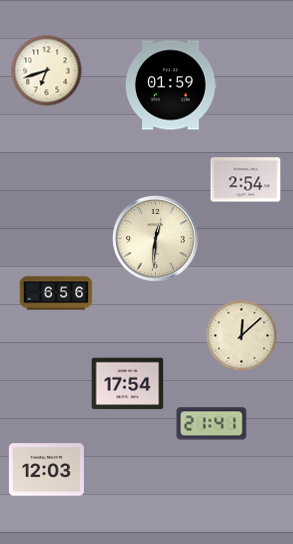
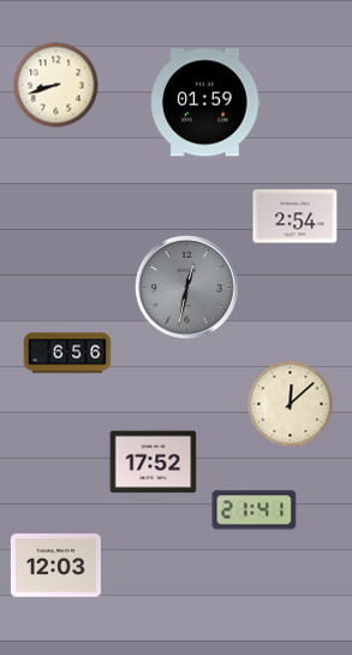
clock at (47, 71): 6:42 -> 8:42
clock at (156, 239): 12:31 -> 12:32
clock at (156, 239) dial: cream -> grey
clock at (128, 384): 17:54 -> 17:52
